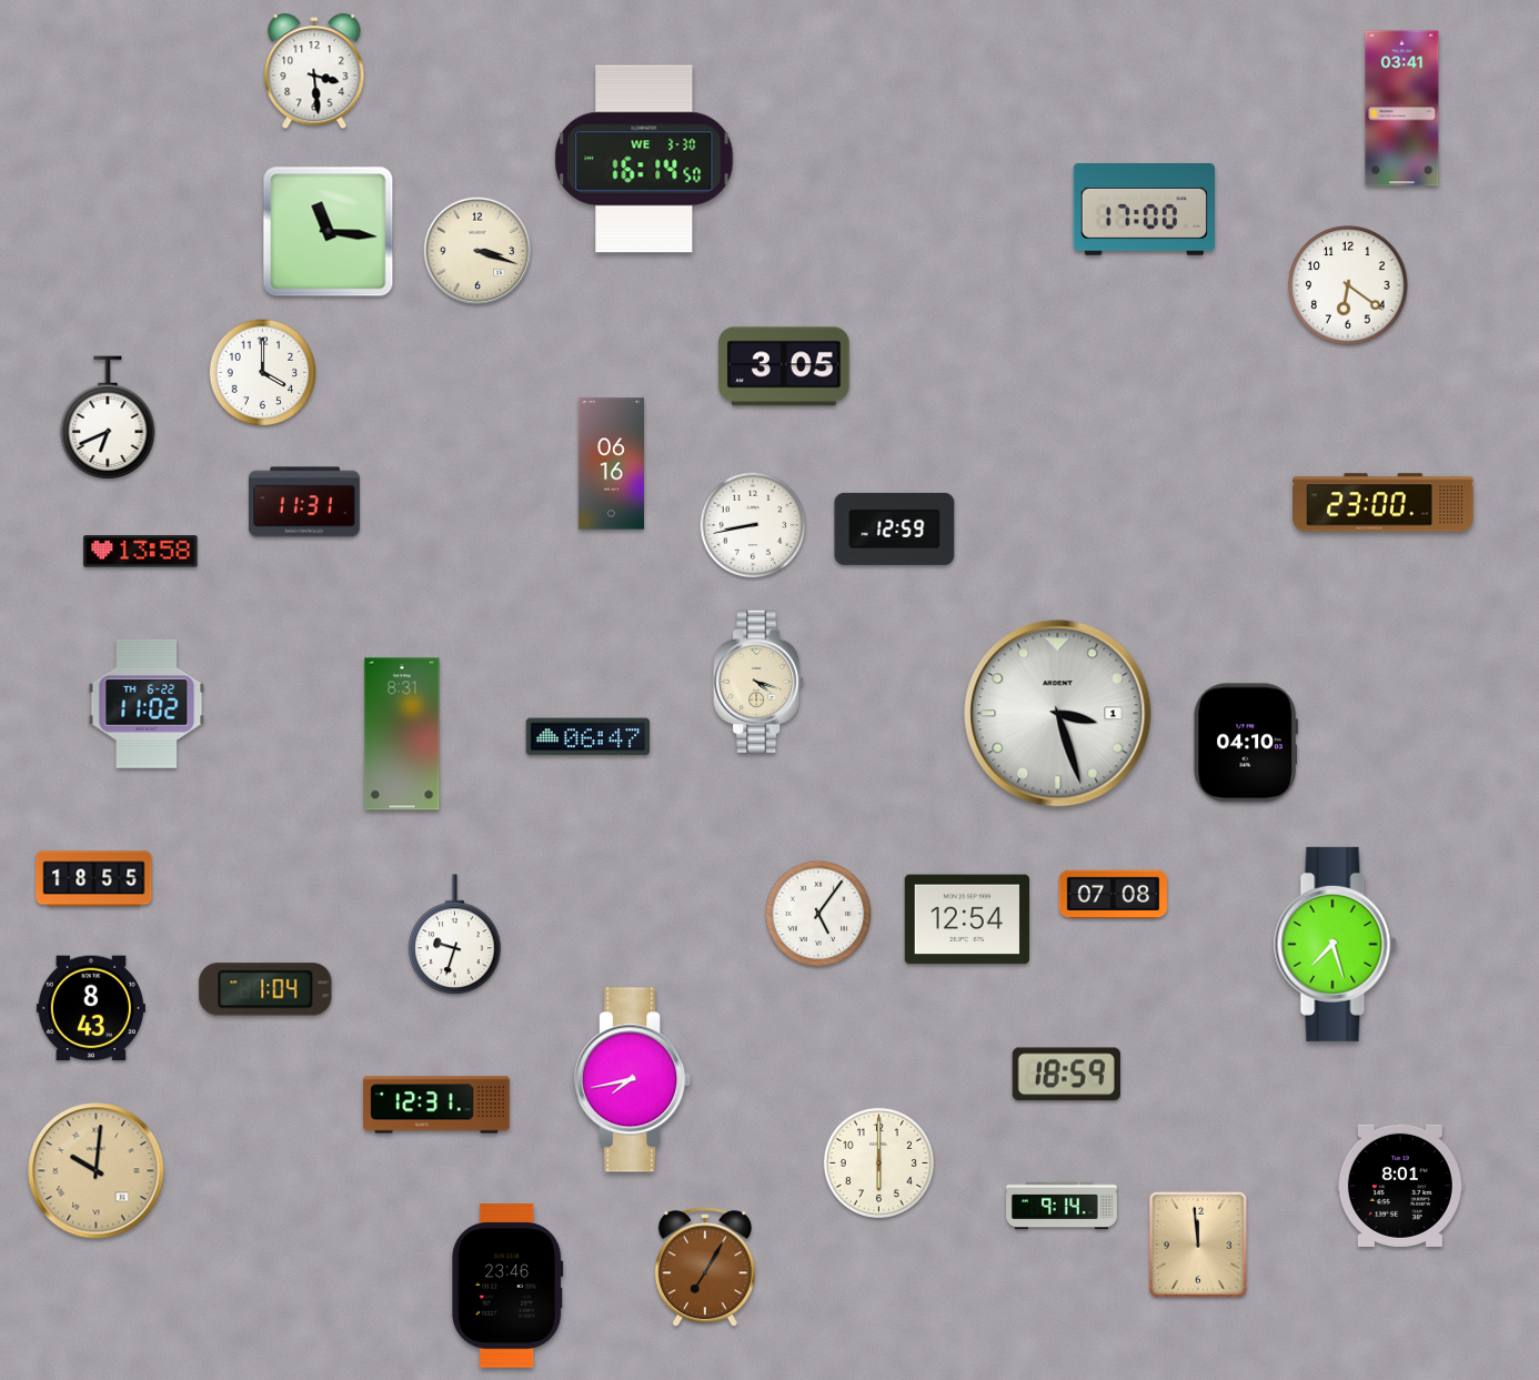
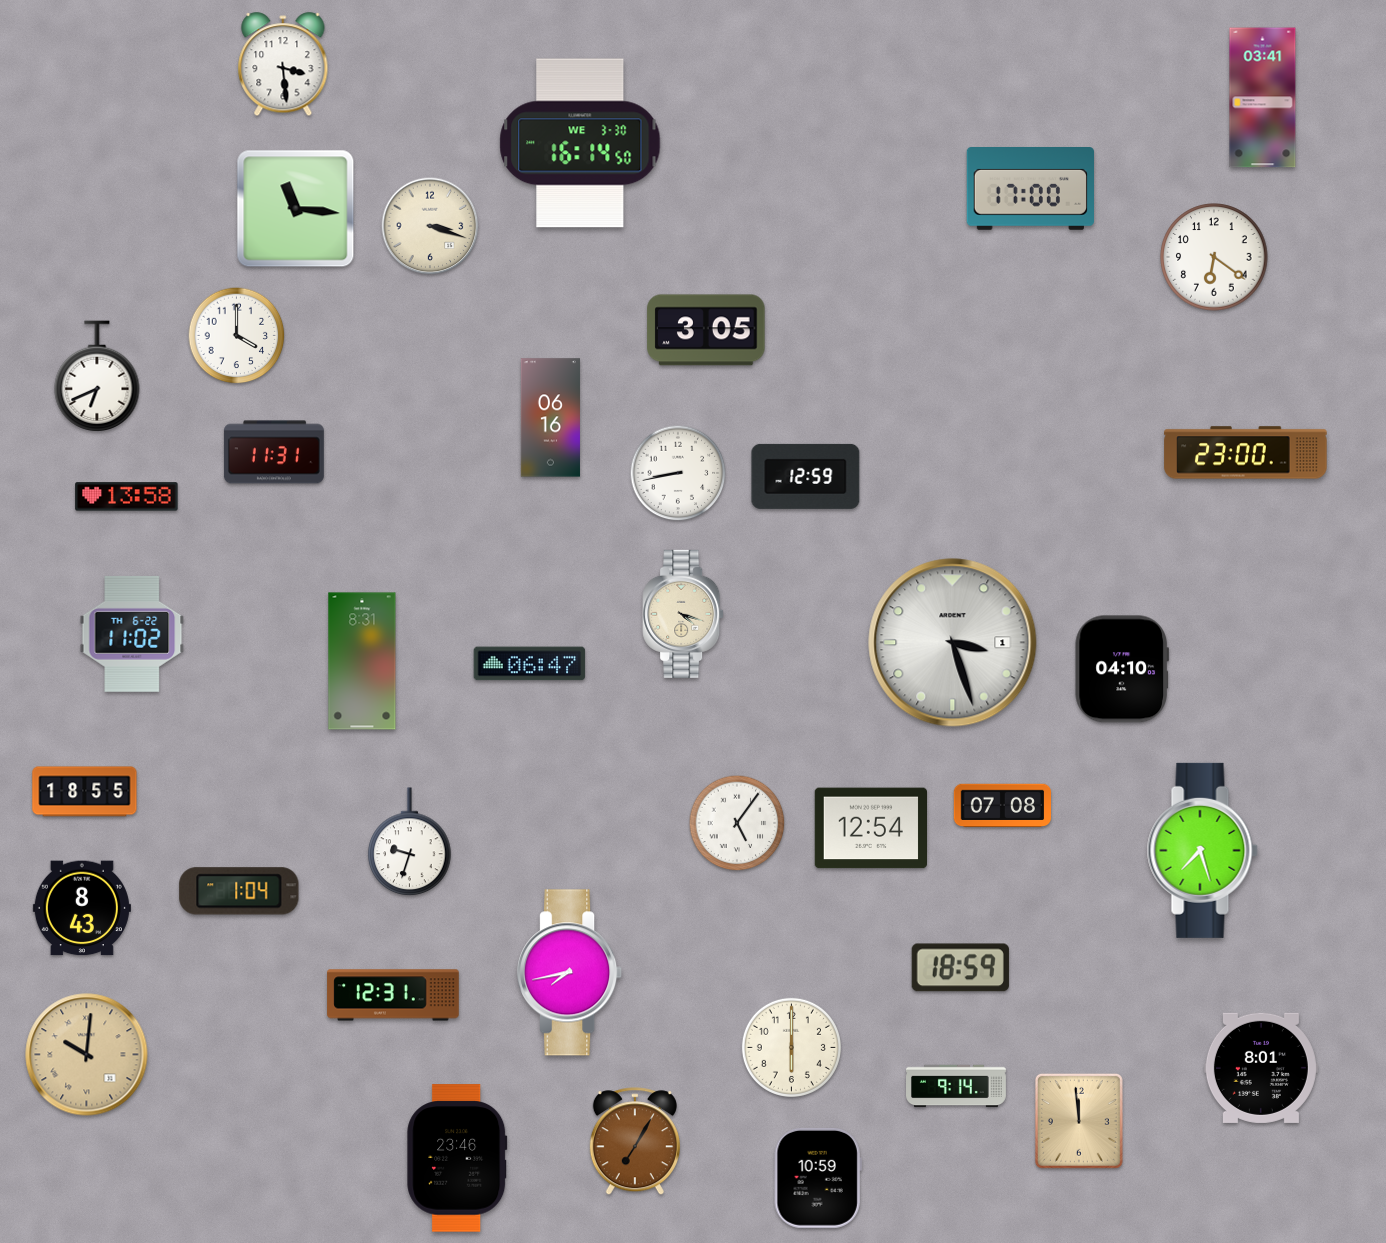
clock at (818, 1178): none -> 10:59
